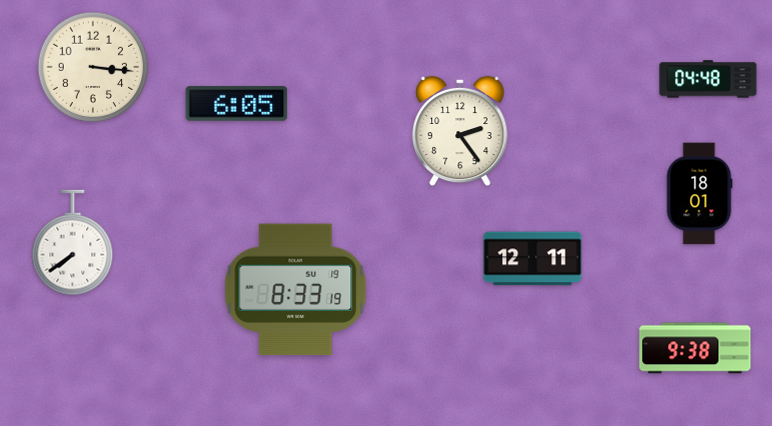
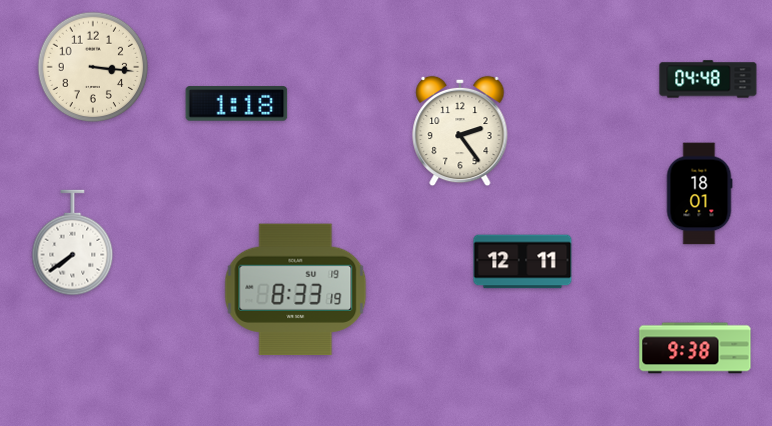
clock at (237, 104): 6:05 -> 1:18
clock at (533, 259) position: (533, 259) -> (523, 262)
